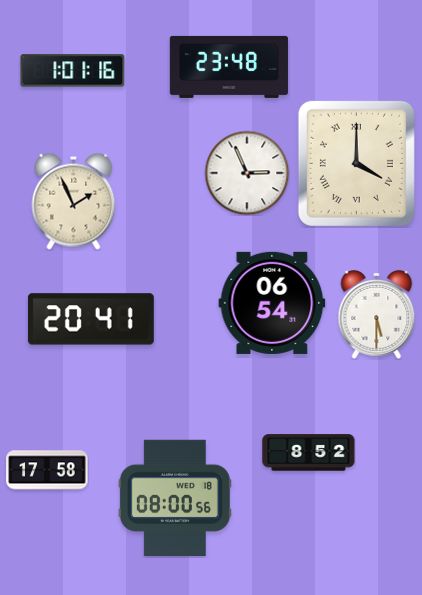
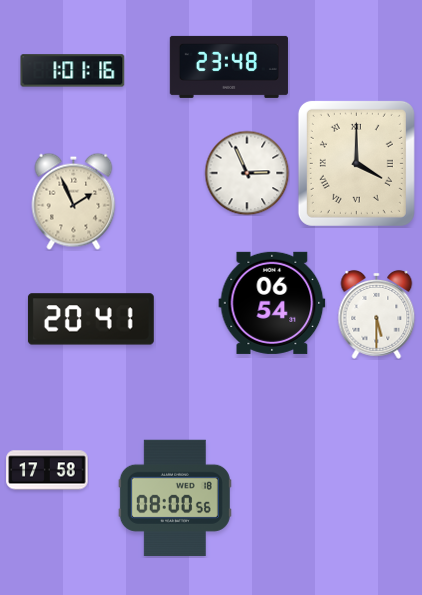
clock at (309, 453): 8:52 -> none
